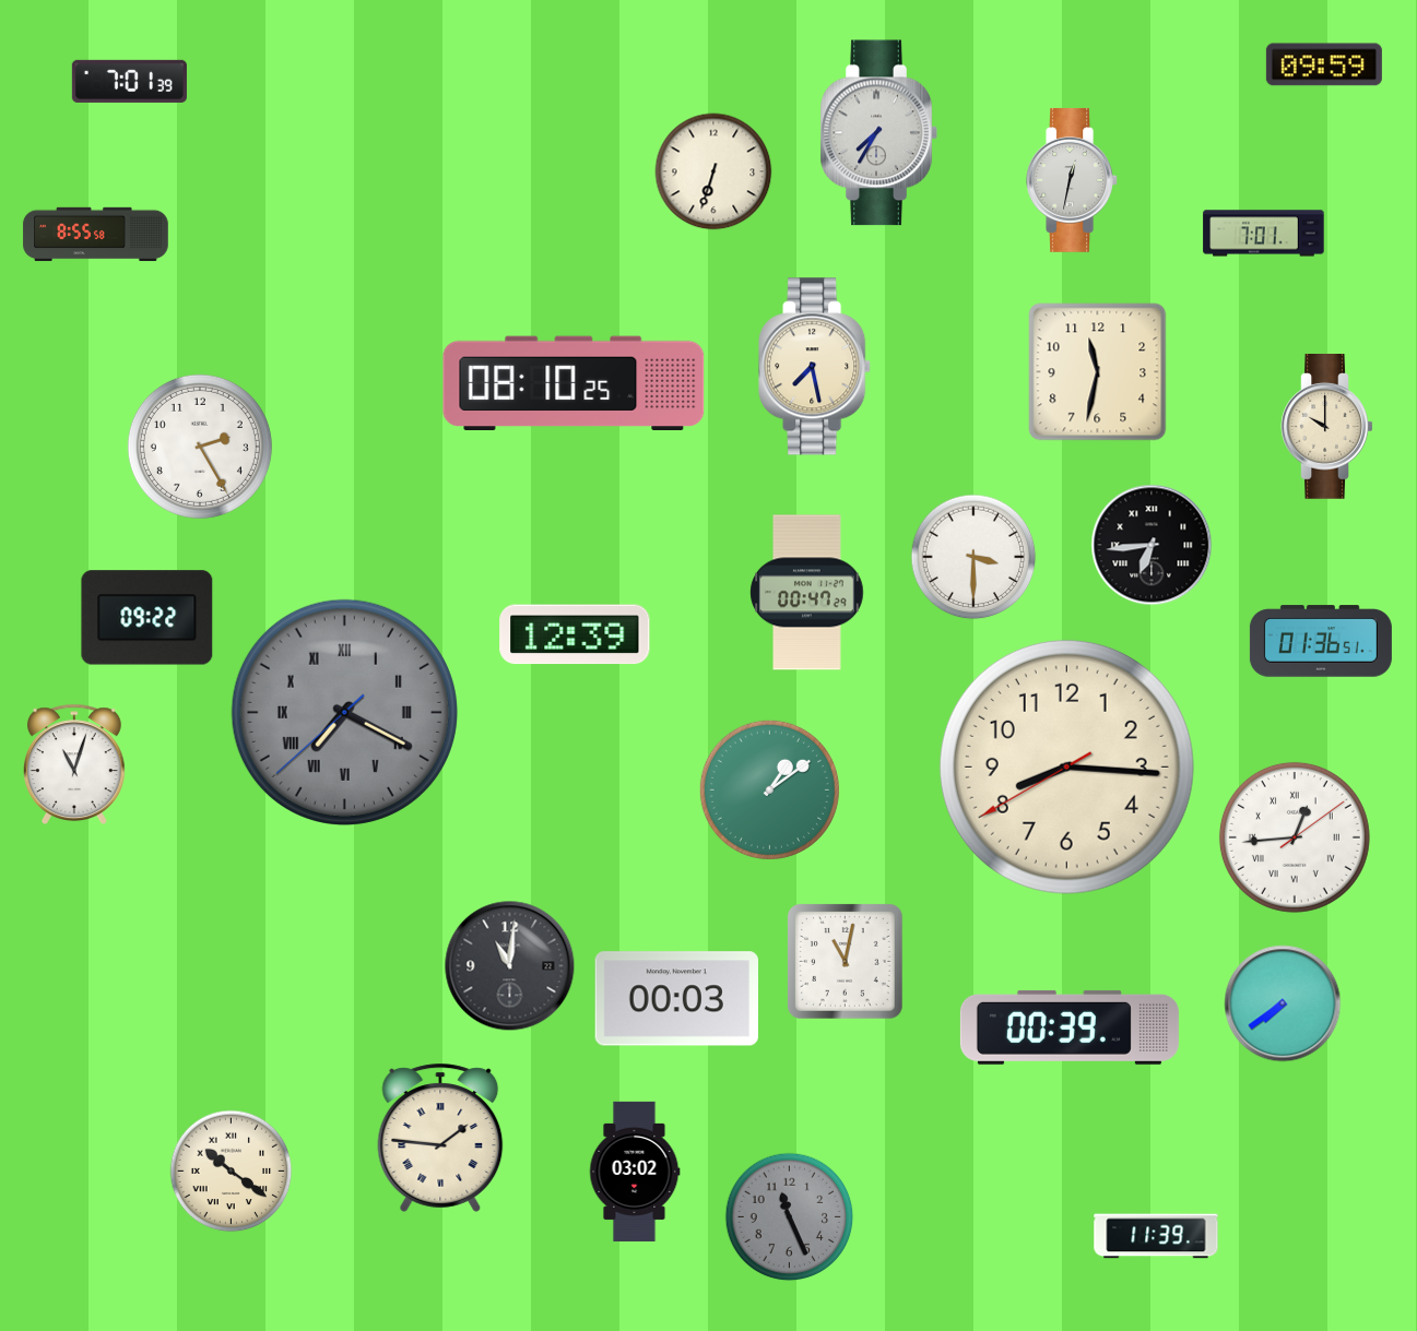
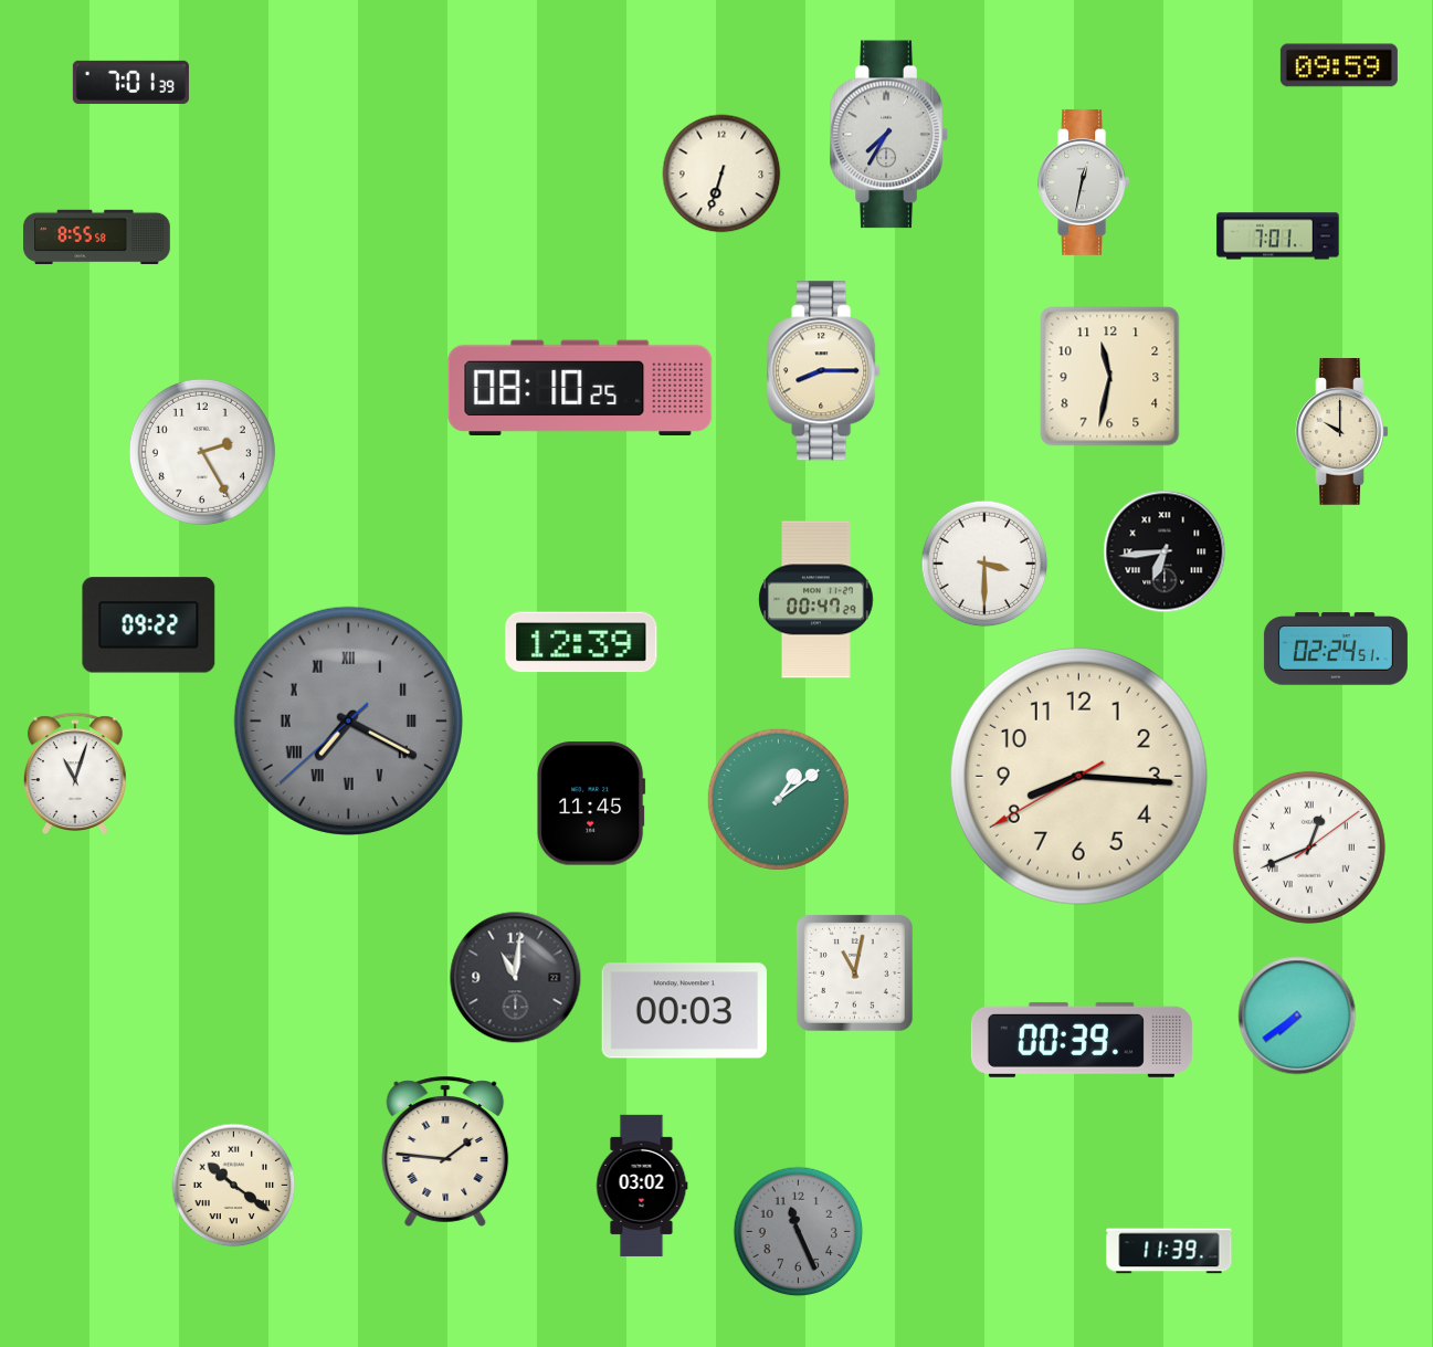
clock at (815, 367): 7:28 -> 8:15
clock at (1321, 641): 01:36 -> 02:24
clock at (591, 803): none -> 11:45
clock at (1295, 837): 12:44 -> 12:41
